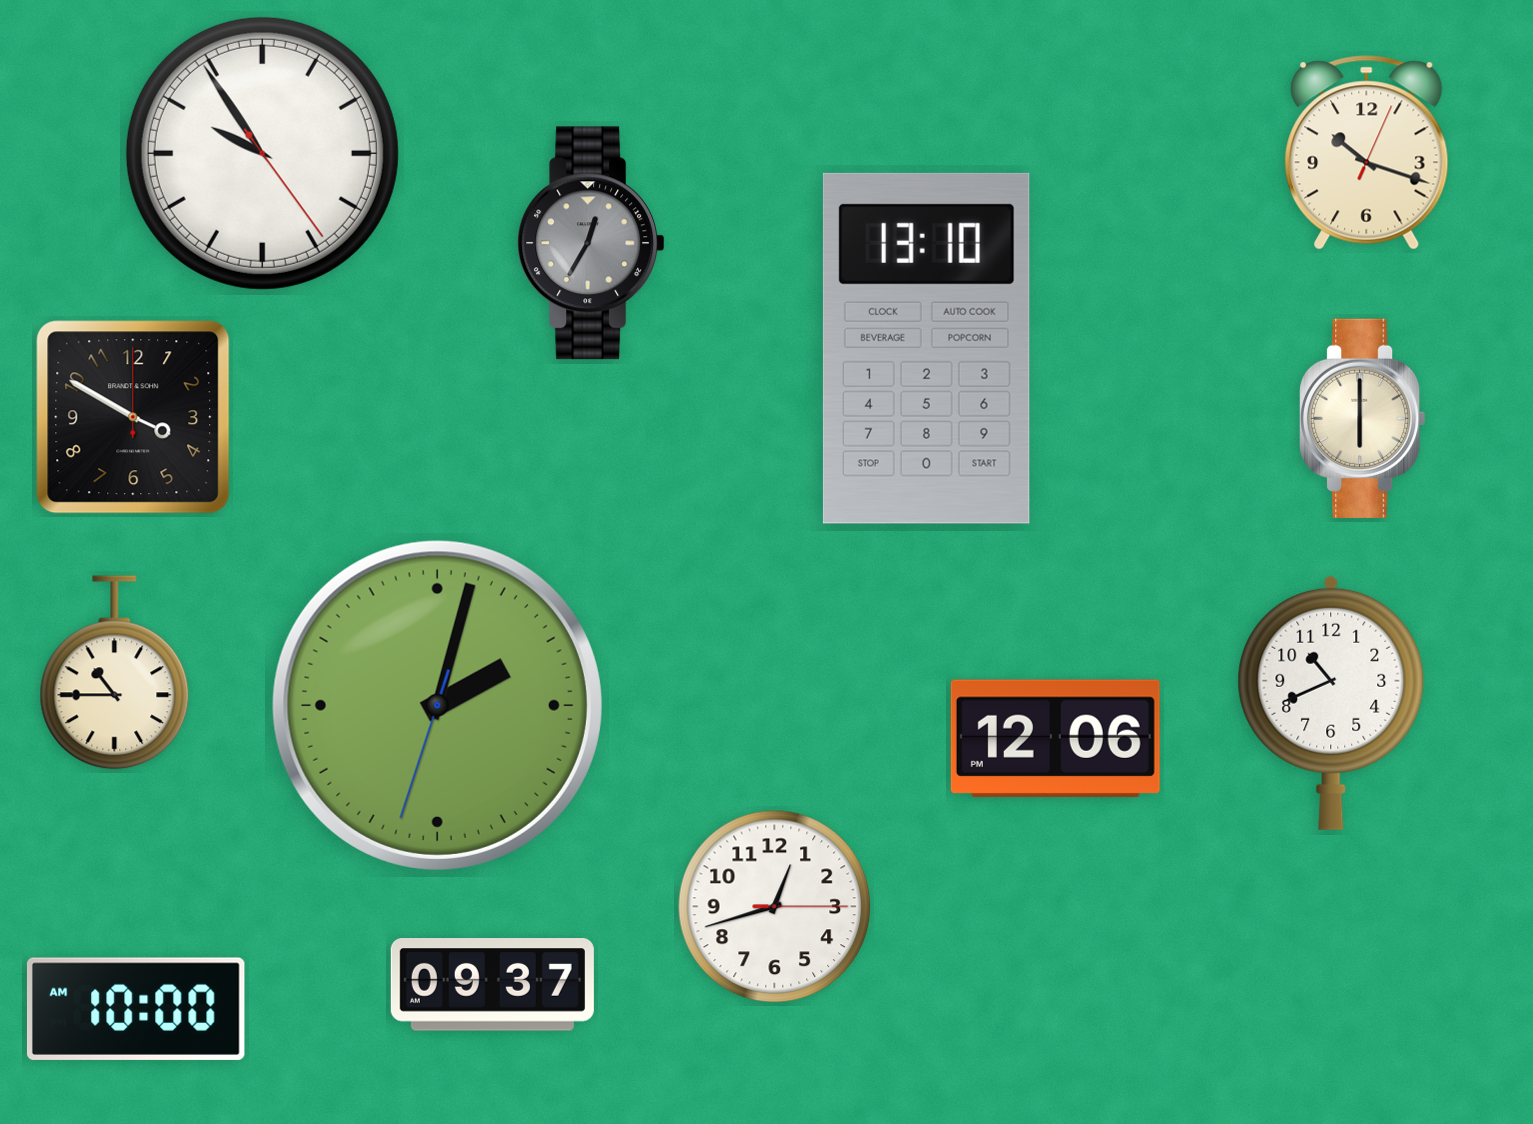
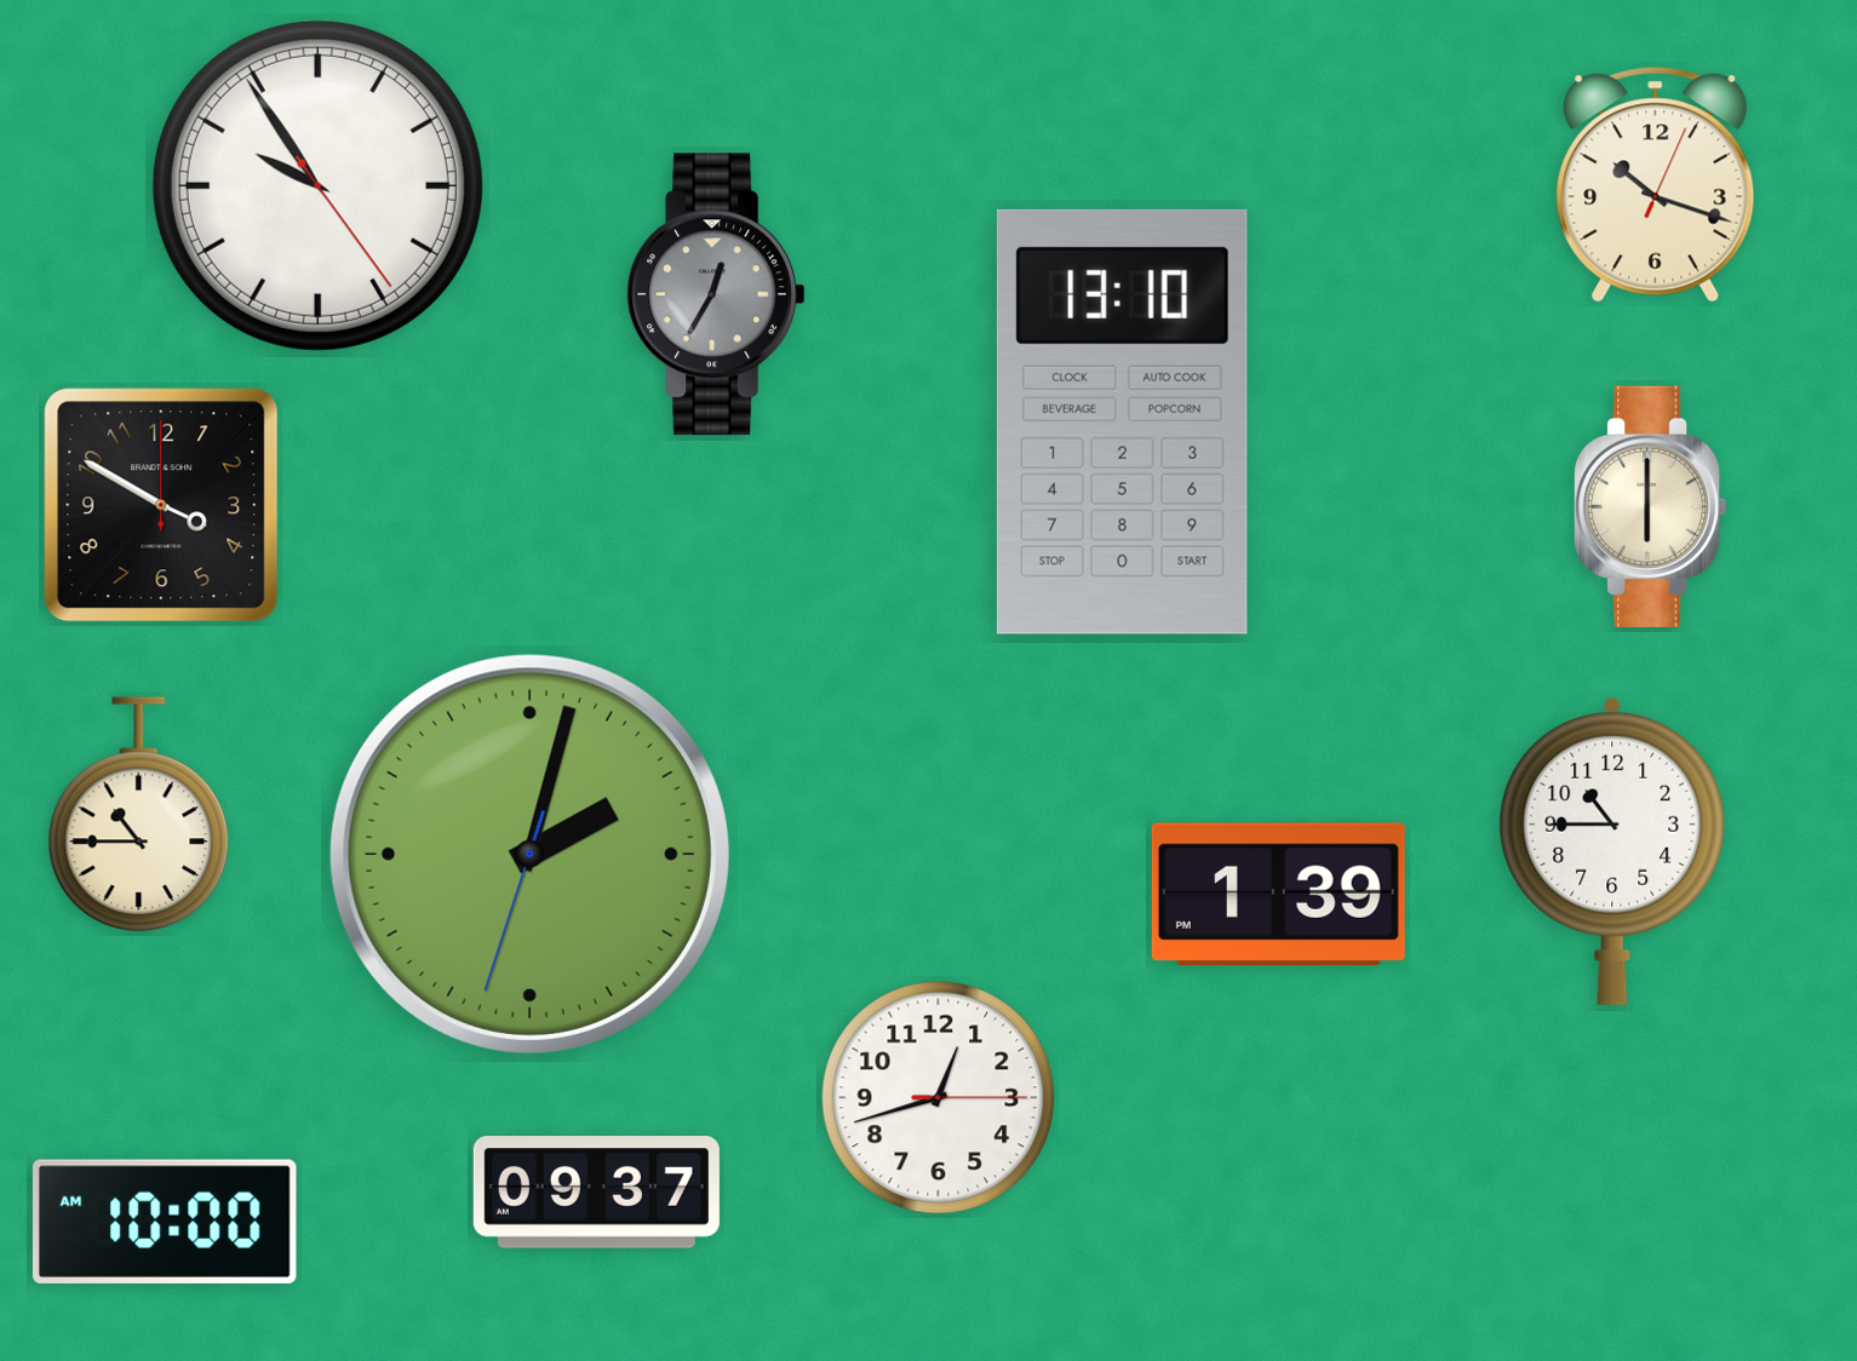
clock at (1331, 703): 10:41 -> 10:45
clock at (1055, 738): 12:06 -> 1:39
